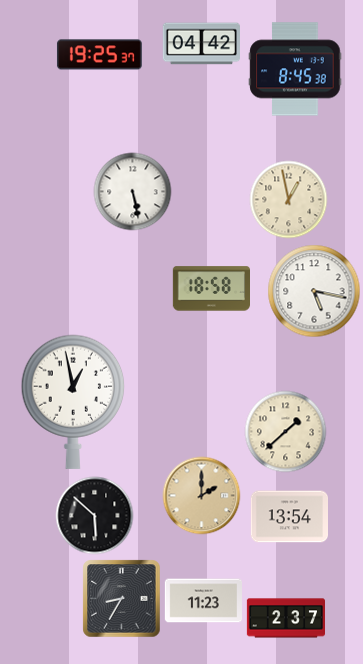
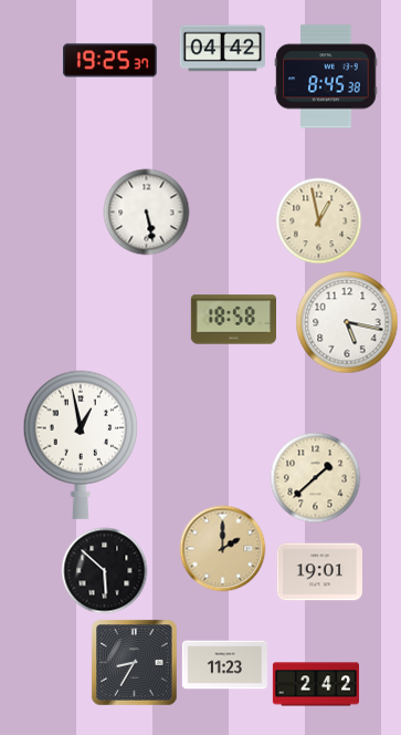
clock at (289, 517): 13:54 -> 19:01
clock at (285, 618): 2:37 -> 2:42
